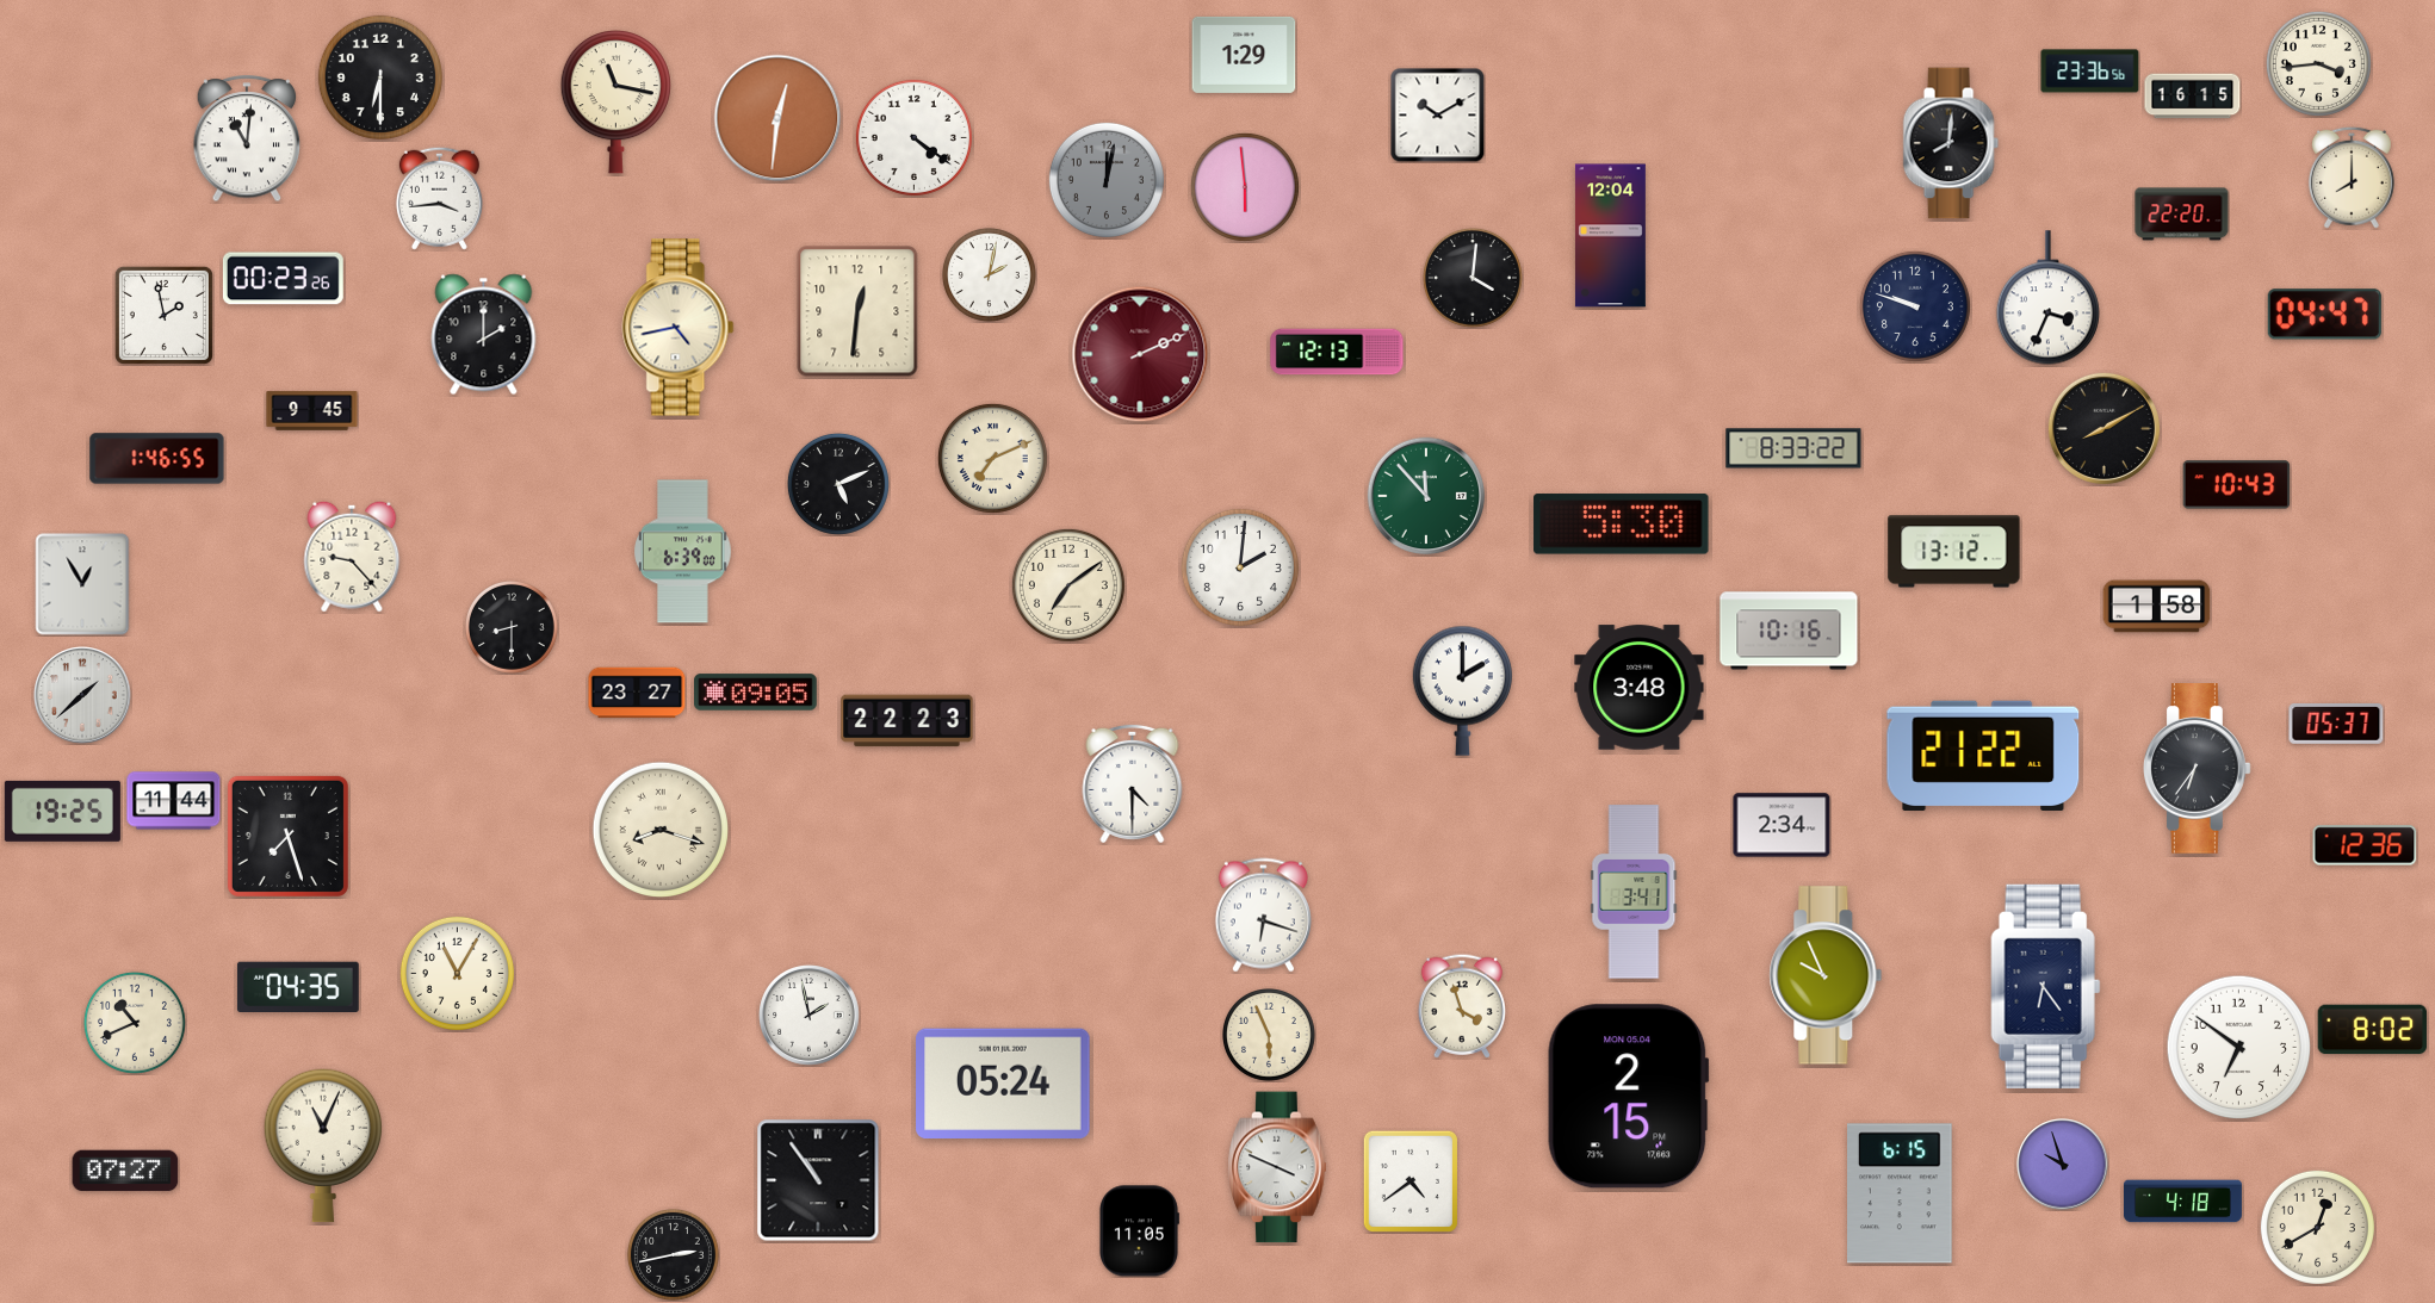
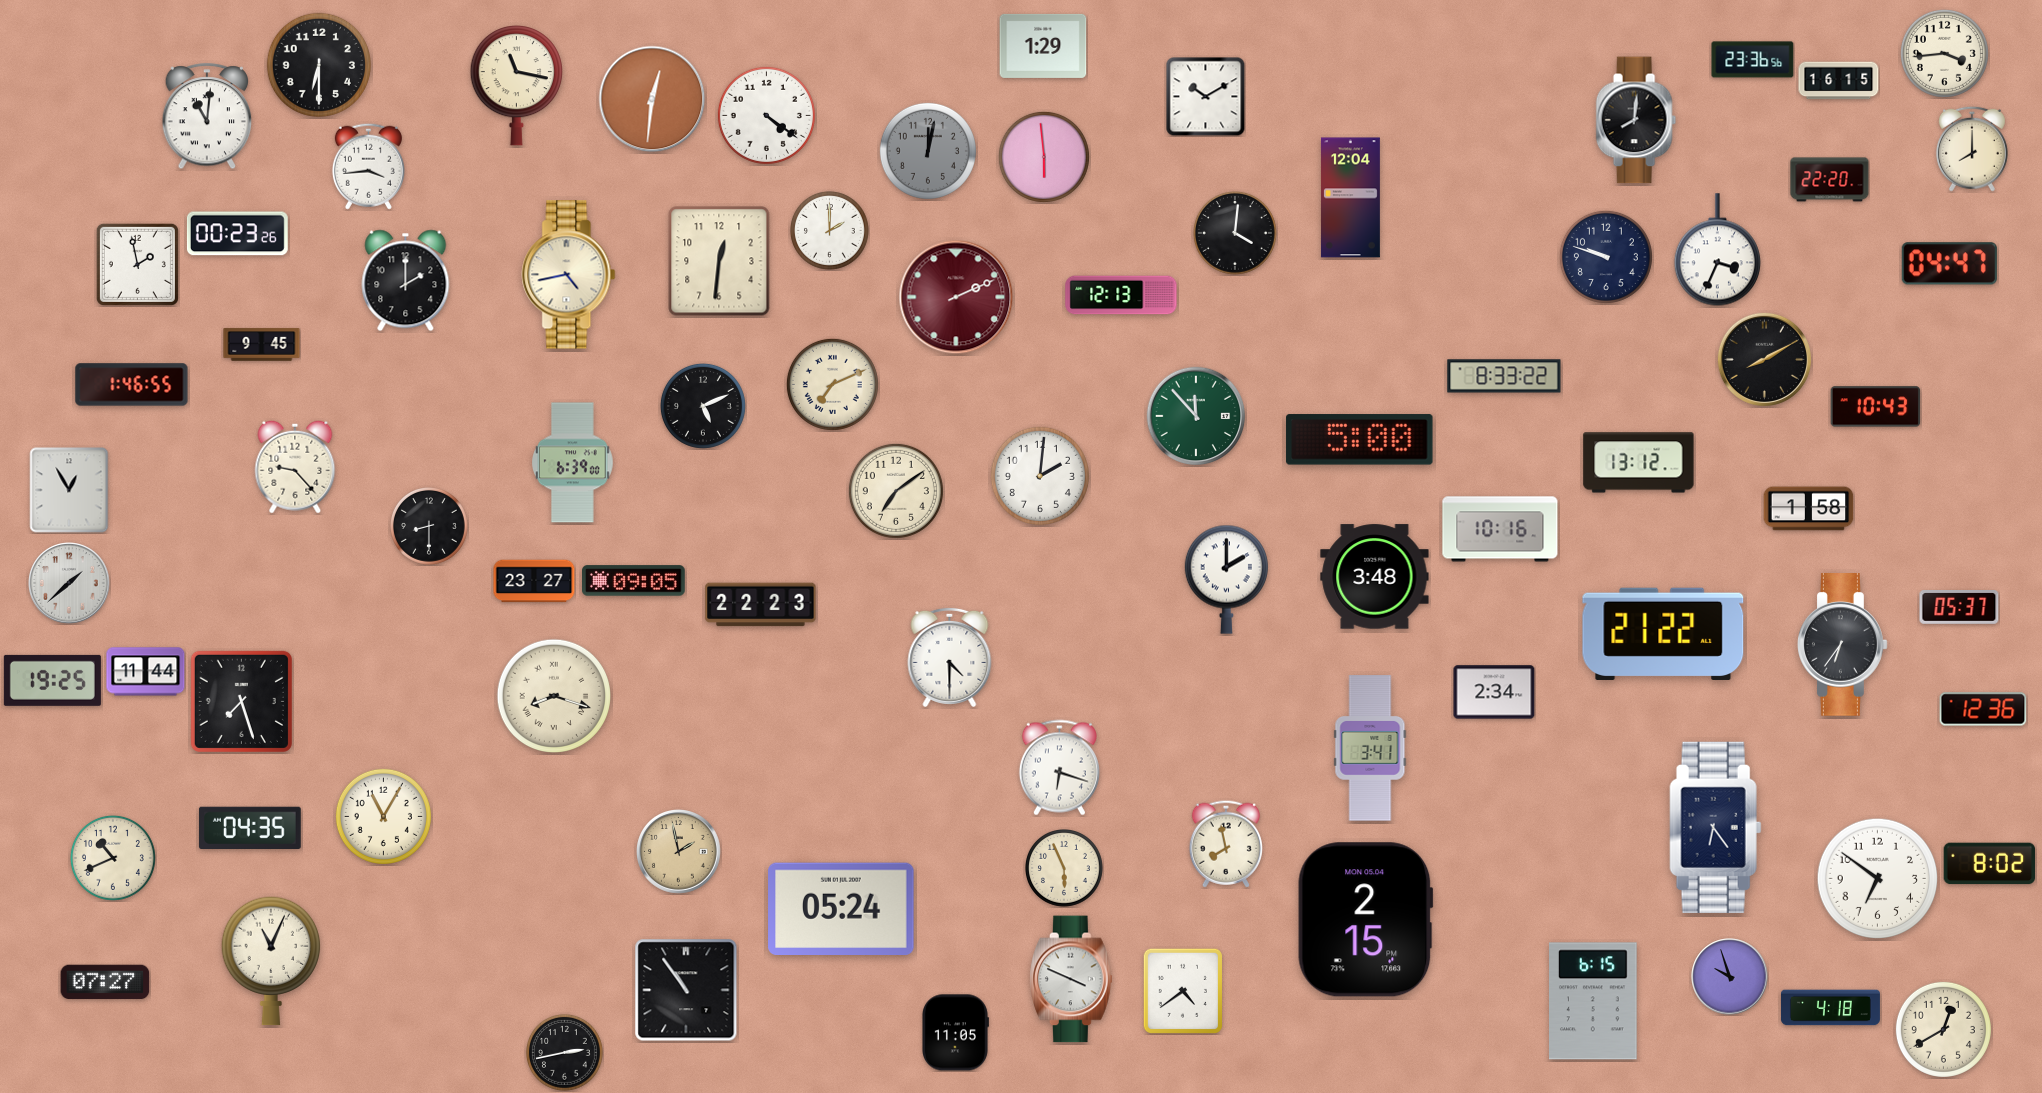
clock at (990, 275): 2:02 -> 2:00
clock at (1622, 525): 5:30 -> 5:00
clock at (1826, 975): 9:56 -> none
clock at (1462, 1006): 3:57 -> 7:58
clock at (810, 1016) dial: white -> champagne
